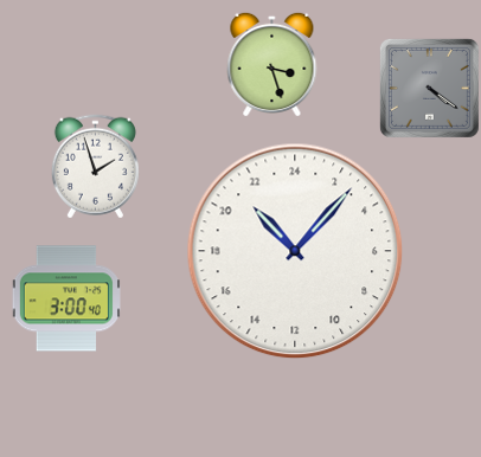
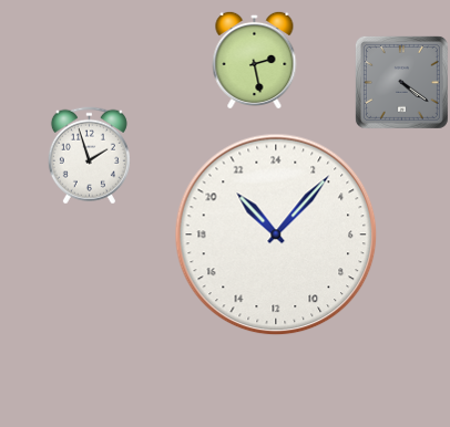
clock at (272, 64): 3:27 -> 2:28
clock at (65, 298): 3:00 -> none
